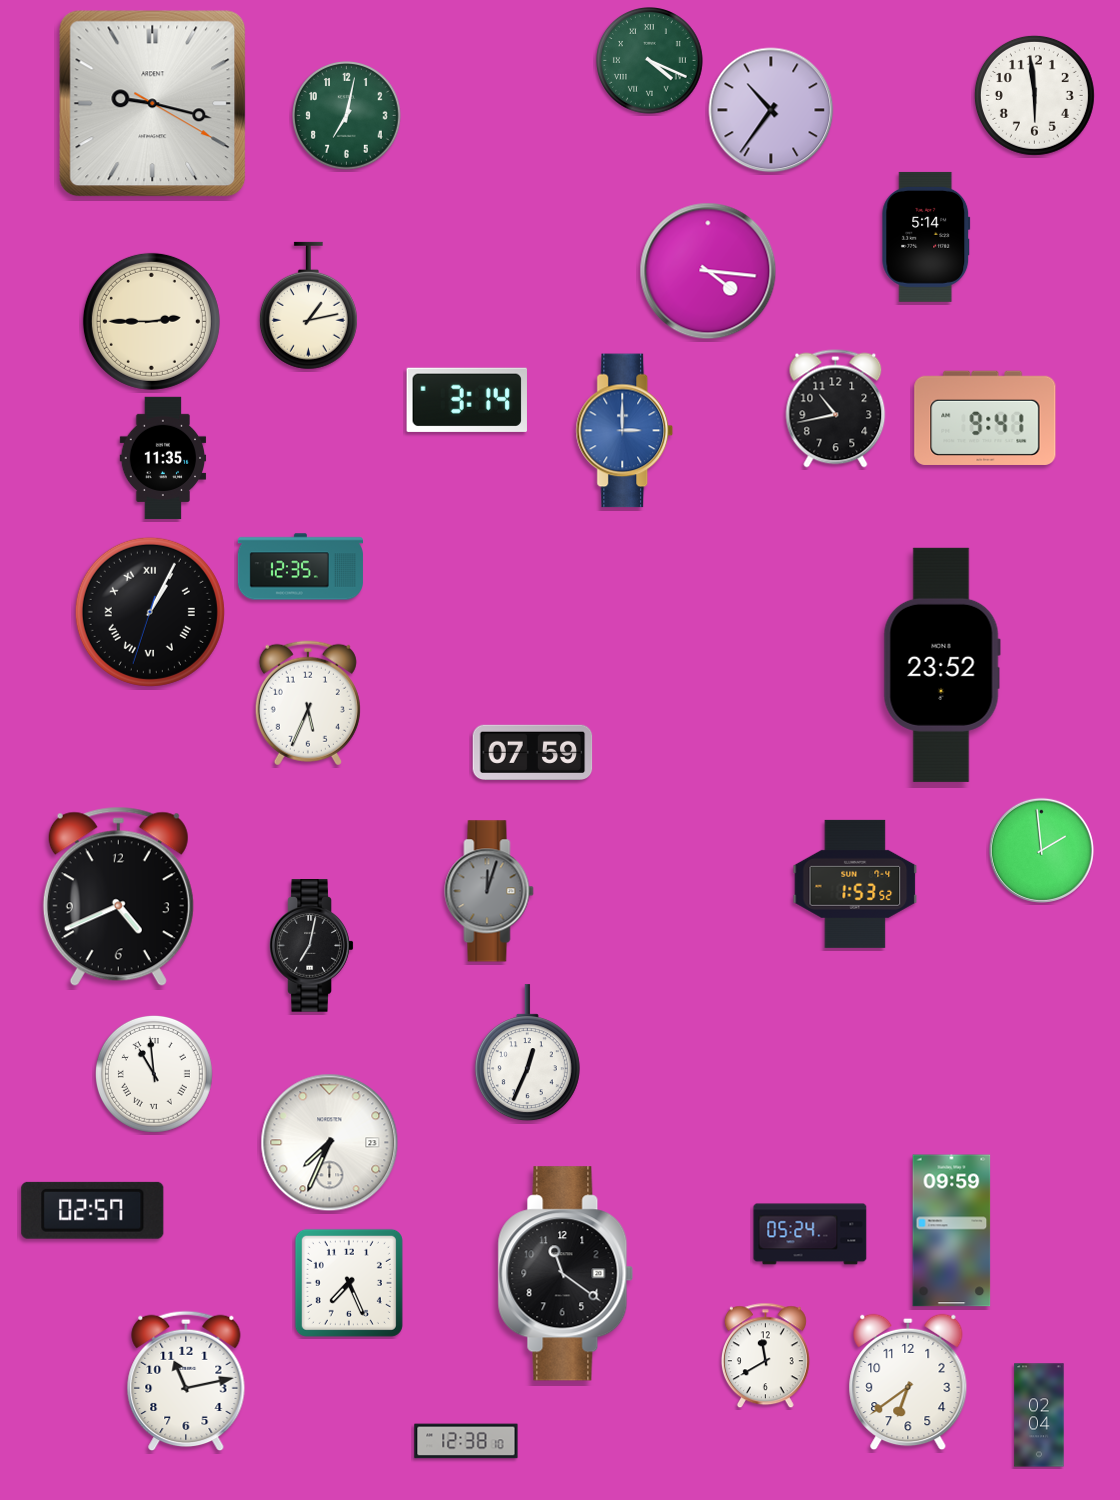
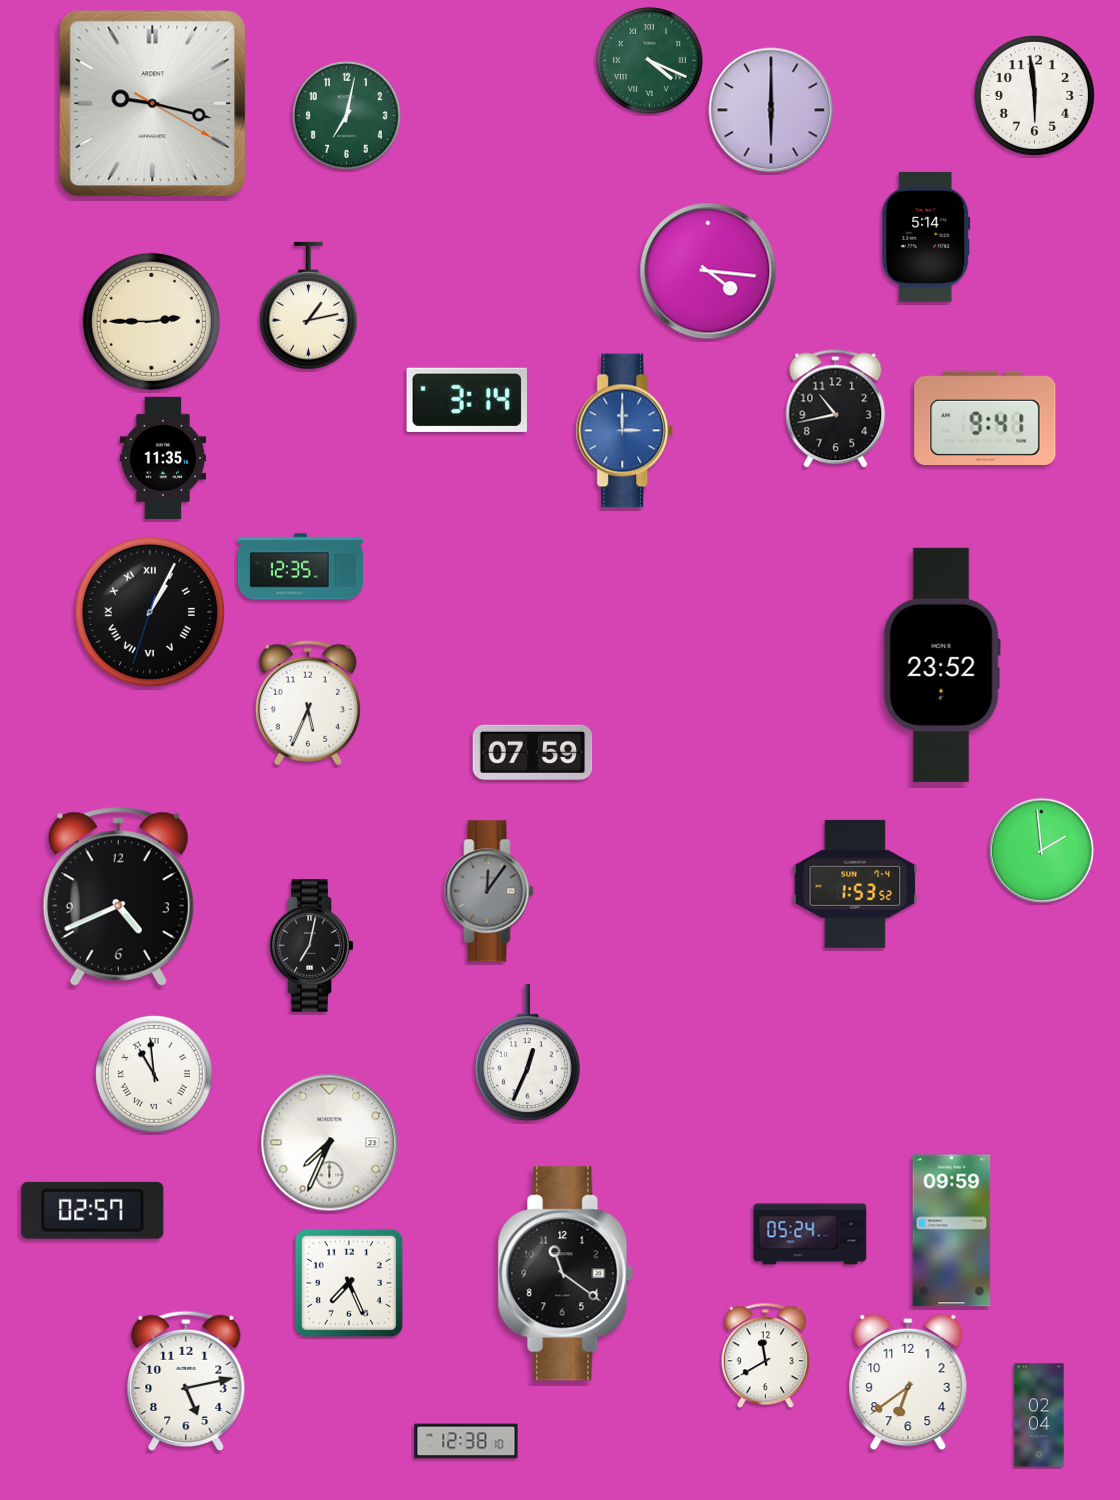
clock at (771, 110): 10:36 -> 6:00
clock at (489, 891): 12:03 -> 12:06
clock at (186, 1381): 11:13 -> 5:13
